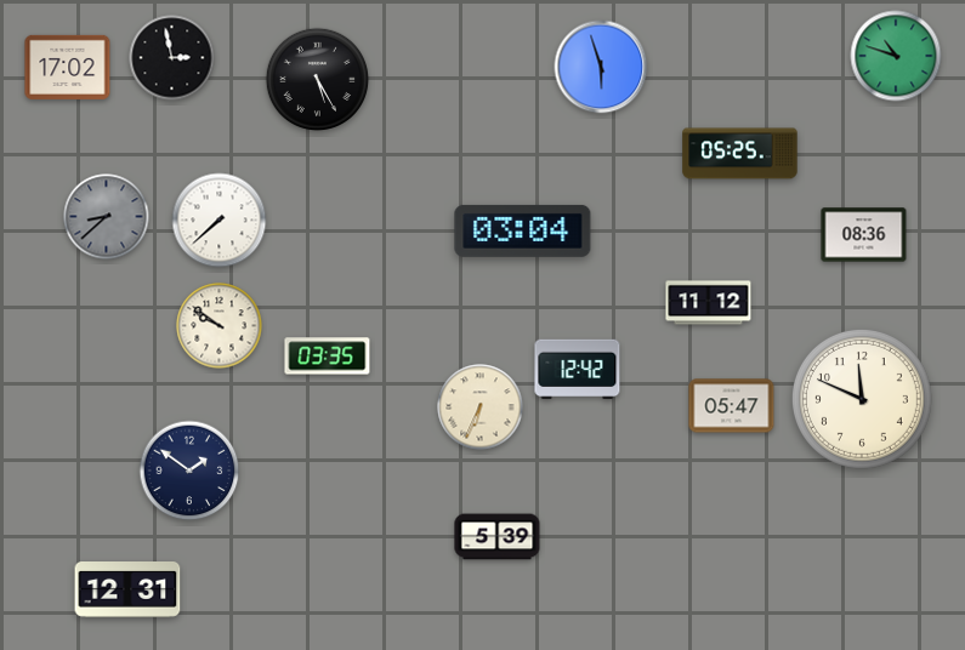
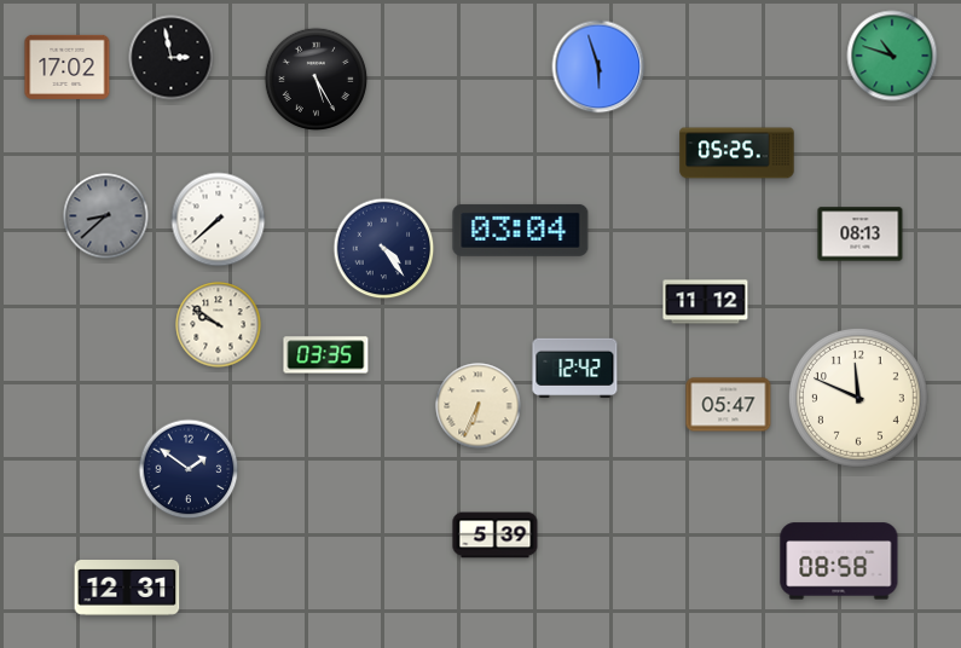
clock at (864, 235): 08:36 -> 08:13
clock at (384, 249): none -> 4:24
clock at (839, 561): none -> 08:58
